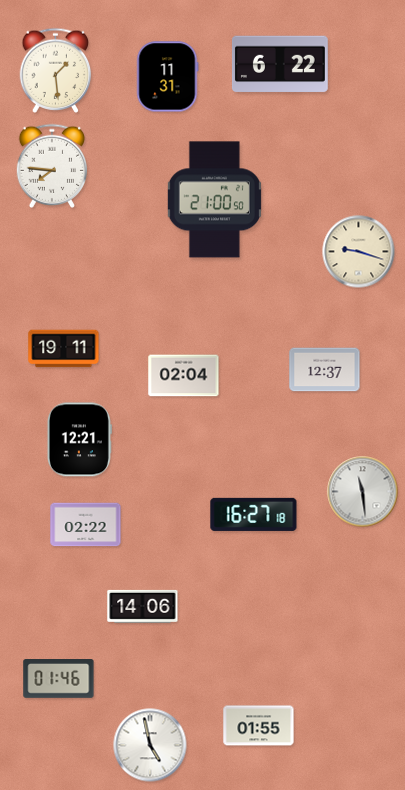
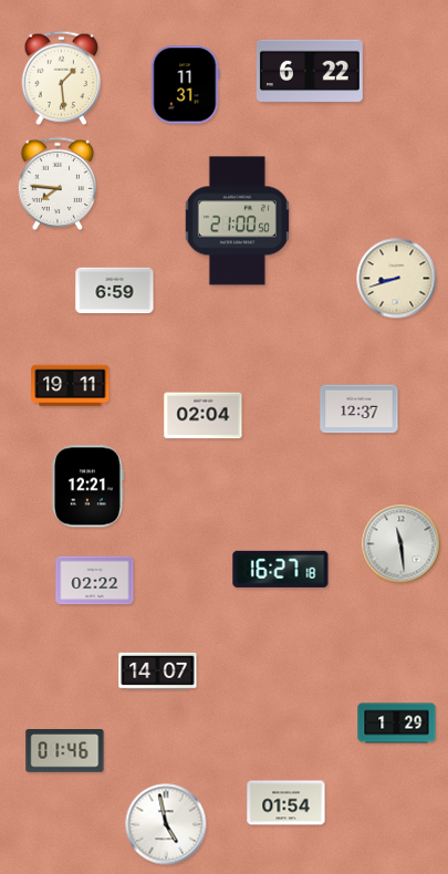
clock at (359, 252): 9:18 -> 8:42
clock at (115, 291): none -> 6:59
clock at (143, 606): 14:06 -> 14:07
clock at (397, 724): none -> 1:29
clock at (259, 726): 01:55 -> 01:54
